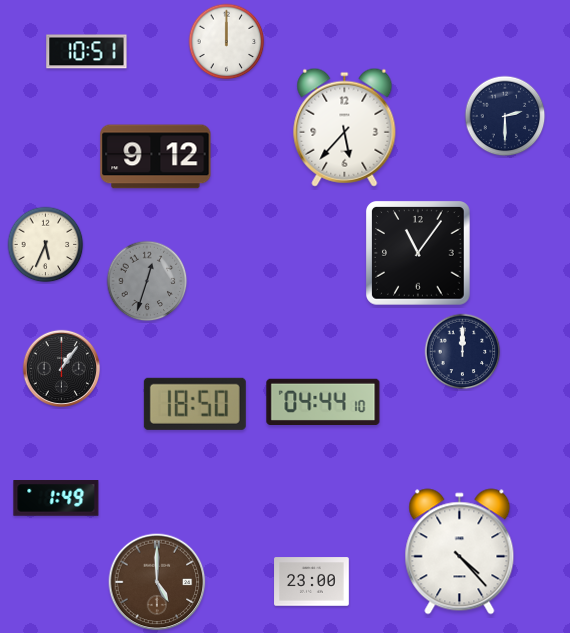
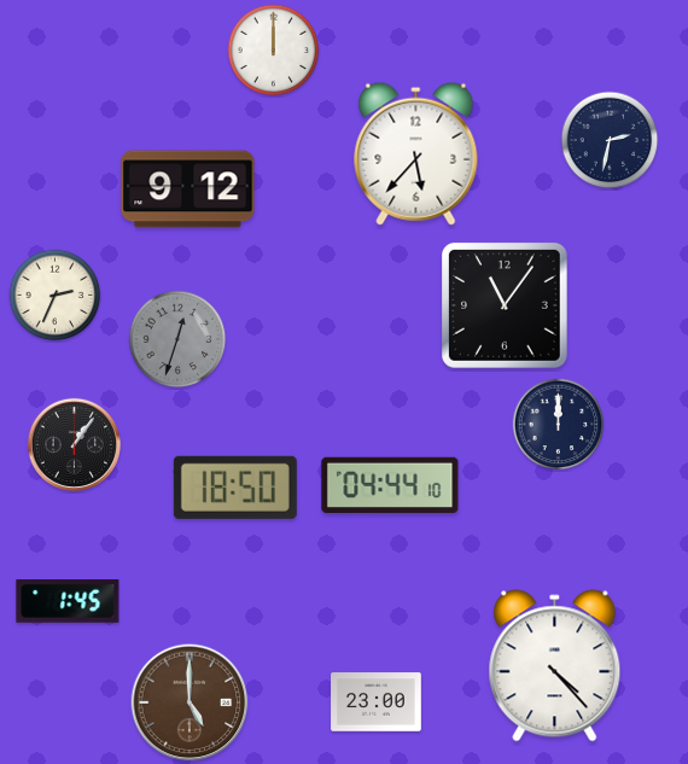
clock at (87, 52): 10:51 -> none
clock at (505, 116): 2:30 -> 2:32
clock at (46, 245): 5:34 -> 2:34
clock at (56, 499): 1:49 -> 1:45
